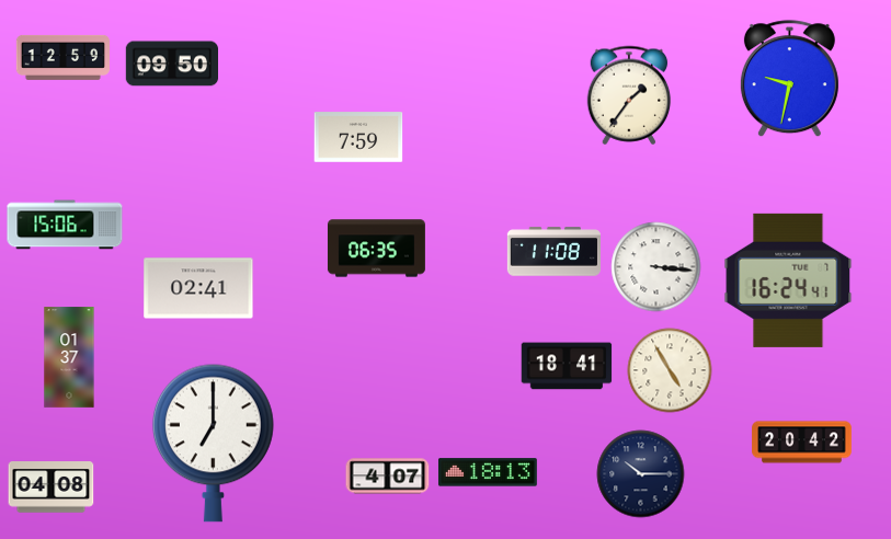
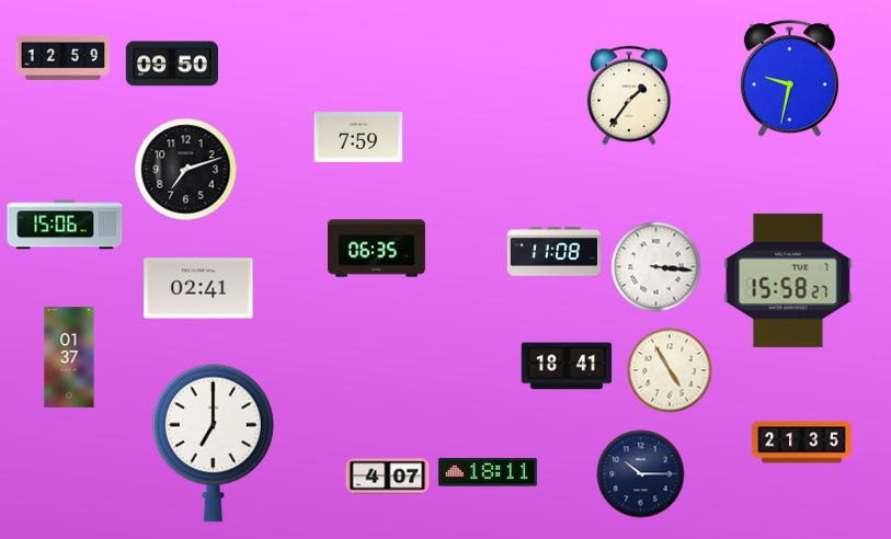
clock at (186, 170): none -> 7:12
clock at (788, 280): 16:24 -> 15:58
clock at (802, 443): 20:42 -> 21:35
clock at (488, 472): 18:13 -> 18:11
clock at (52, 488): 04:08 -> none
